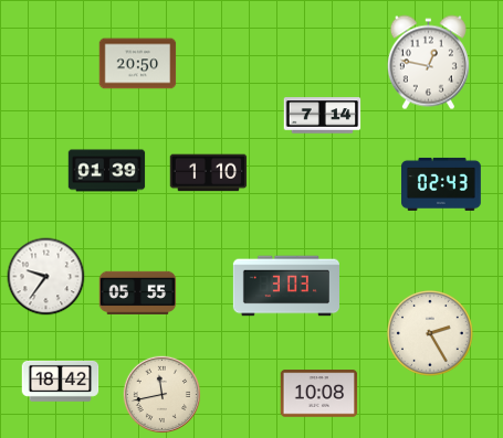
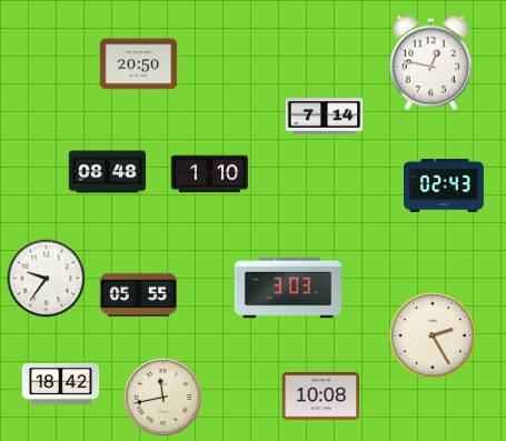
clock at (107, 171): 01:39 -> 08:48
